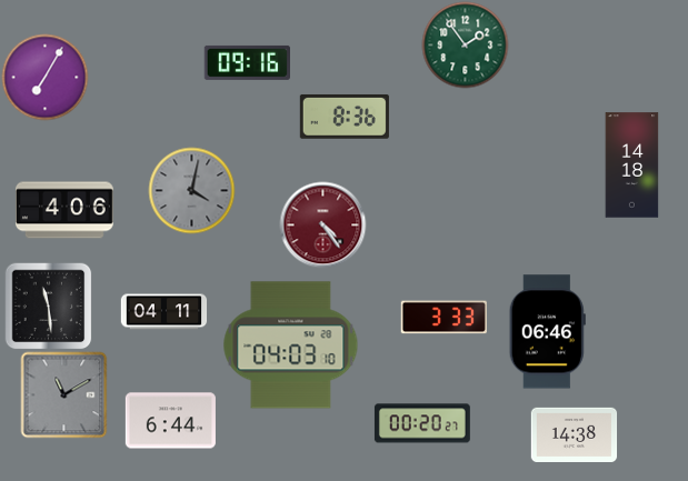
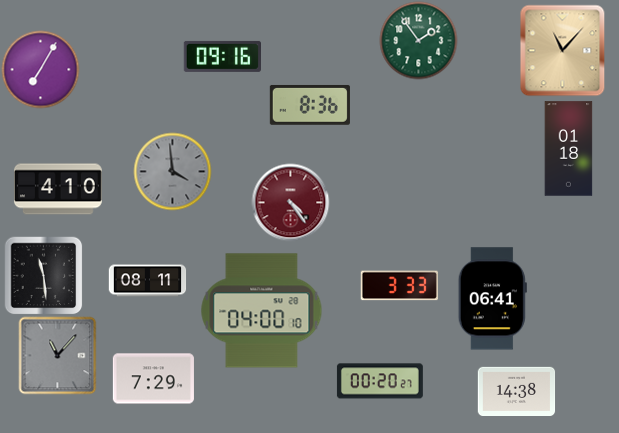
clock at (563, 50): none -> 11:07
clock at (632, 166): 14:18 -> 01:18
clock at (191, 190): 4:02 -> 3:59
clock at (64, 210): 4:06 -> 4:10
clock at (163, 312): 04:11 -> 08:11
clock at (547, 332): 06:46 -> 06:41
clock at (291, 345): 04:03 -> 04:00
clock at (63, 394): 11:10 -> 11:07
clock at (170, 421): 6:44 -> 7:29
